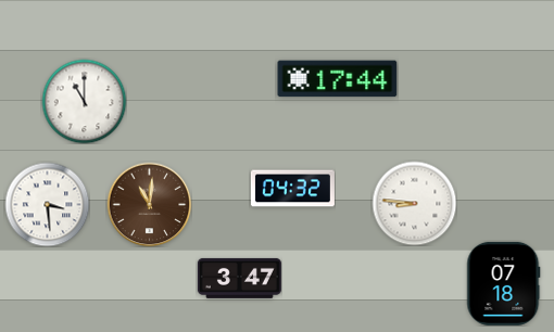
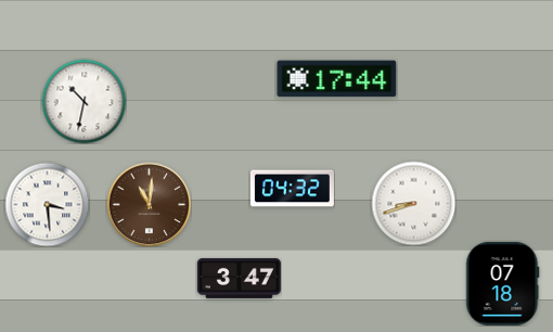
clock at (84, 101): 11:00 -> 10:32
clock at (414, 203): 8:46 -> 8:42
